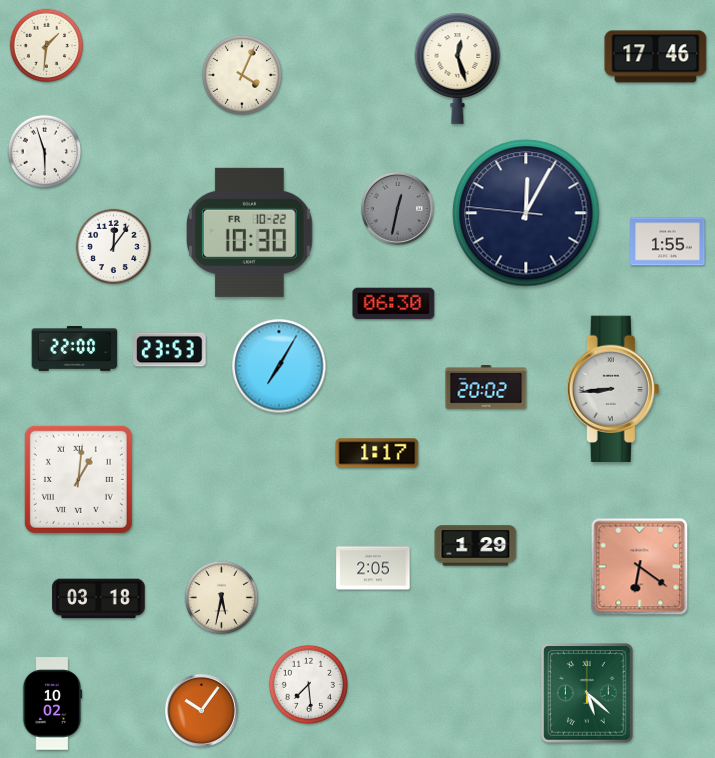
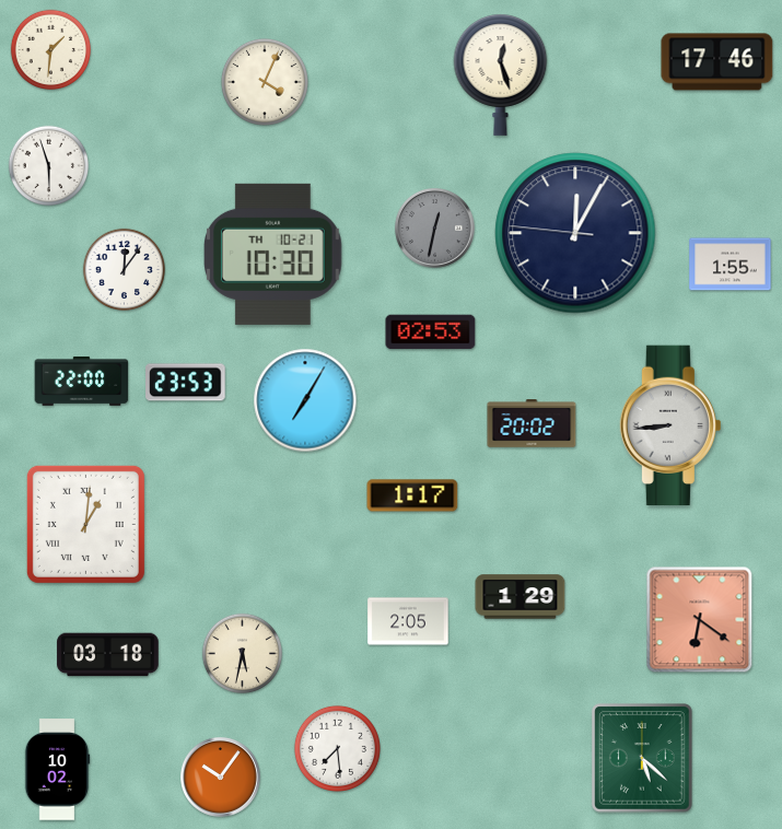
clock at (249, 232) date: FR 10-22 -> TH 10-21
clock at (394, 304): 06:30 -> 02:53
